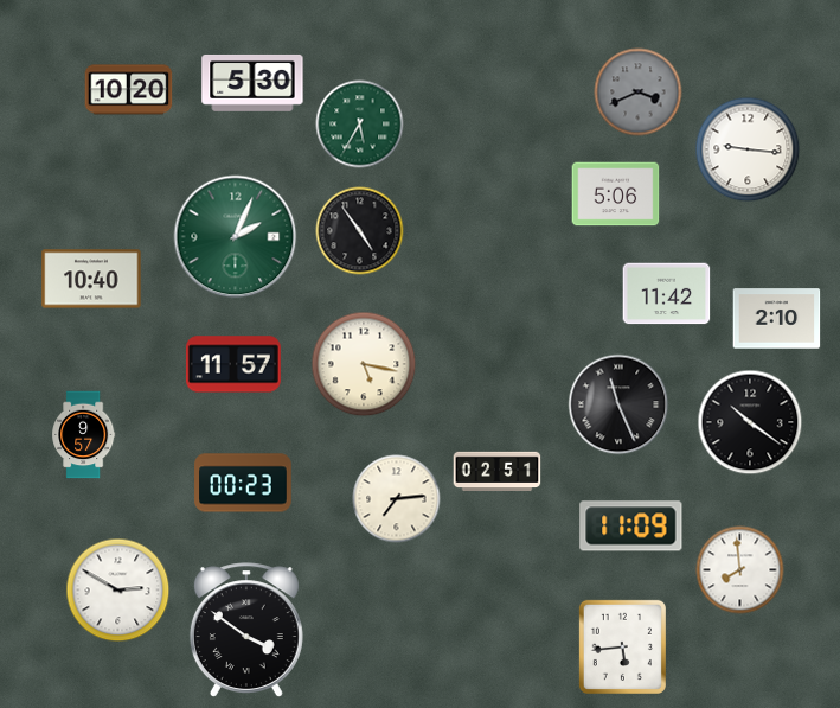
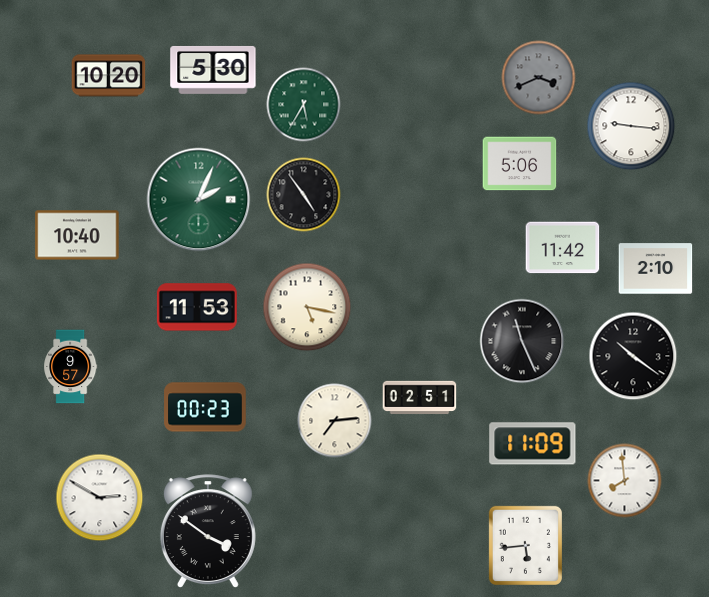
clock at (233, 364): 11:57 -> 11:53
